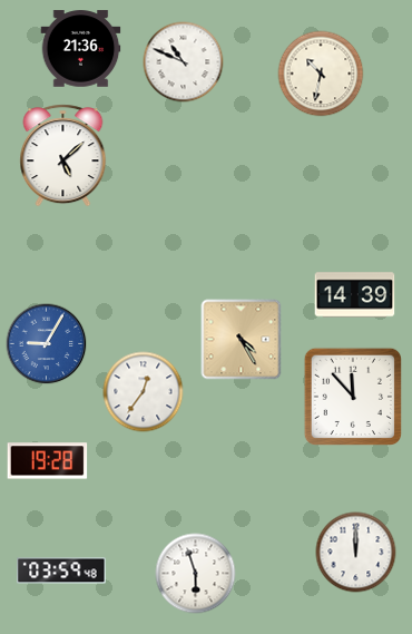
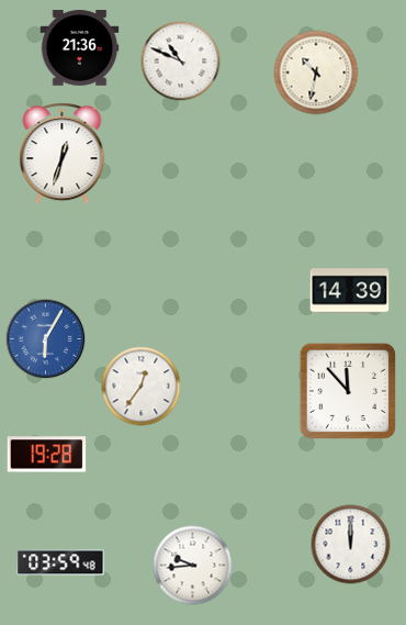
clock at (63, 156): 5:08 -> 12:33
clock at (242, 340): 4:25 -> none
clock at (47, 344): 9:05 -> 6:05
clock at (196, 574): 5:57 -> 9:44
